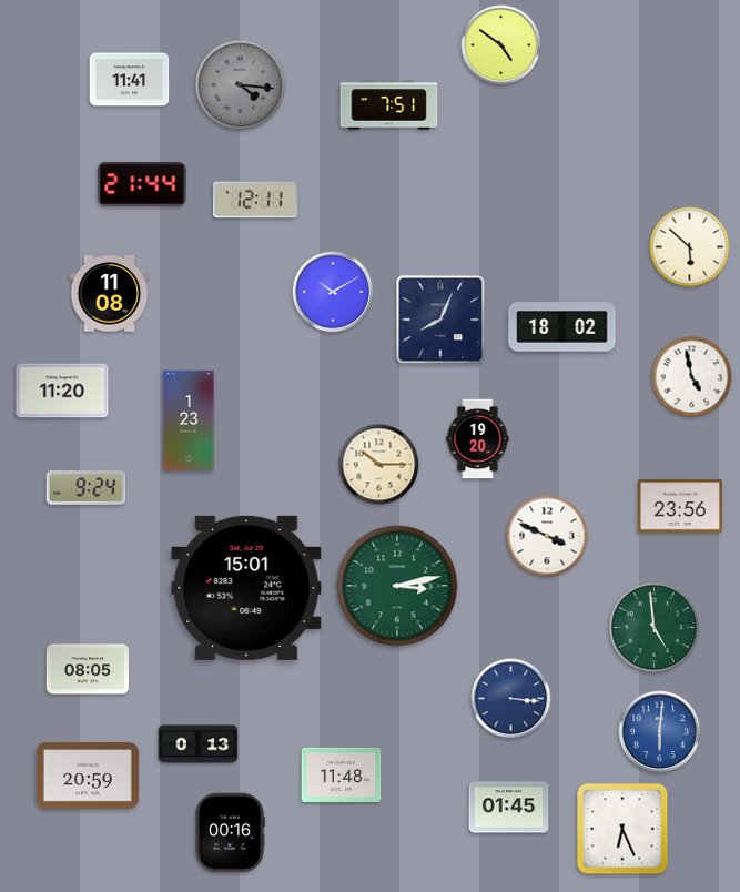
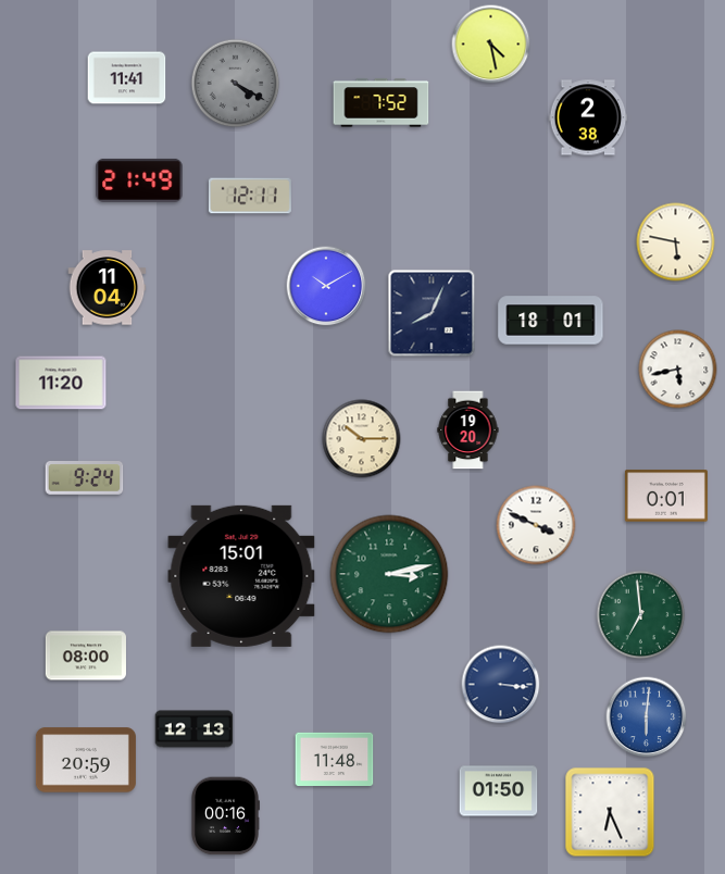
clock at (501, 45): 4:51 -> 4:28
clock at (241, 85): 4:16 -> 4:20
clock at (389, 105): 7:51 -> 7:52
clock at (588, 117): none -> 2:38
clock at (142, 184): 21:44 -> 21:49
clock at (690, 247): 5:52 -> 5:47
clock at (110, 294): 11:08 -> 11:04
clock at (562, 327): 18:02 -> 18:01
clock at (692, 377): 4:58 -> 5:43
clock at (189, 420): 1:23 -> none
clock at (379, 465) position: (379, 465) -> (362, 439)
clock at (680, 506): 23:56 -> 0:01
clock at (655, 628): 4:59 -> 6:59
clock at (88, 669): 08:05 -> 08:00
clock at (199, 744): 0:13 -> 12:13
clock at (509, 808): 01:45 -> 01:50
